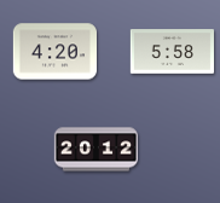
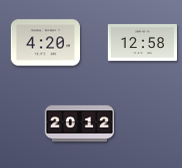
clock at (172, 52): 5:58 -> 12:58
